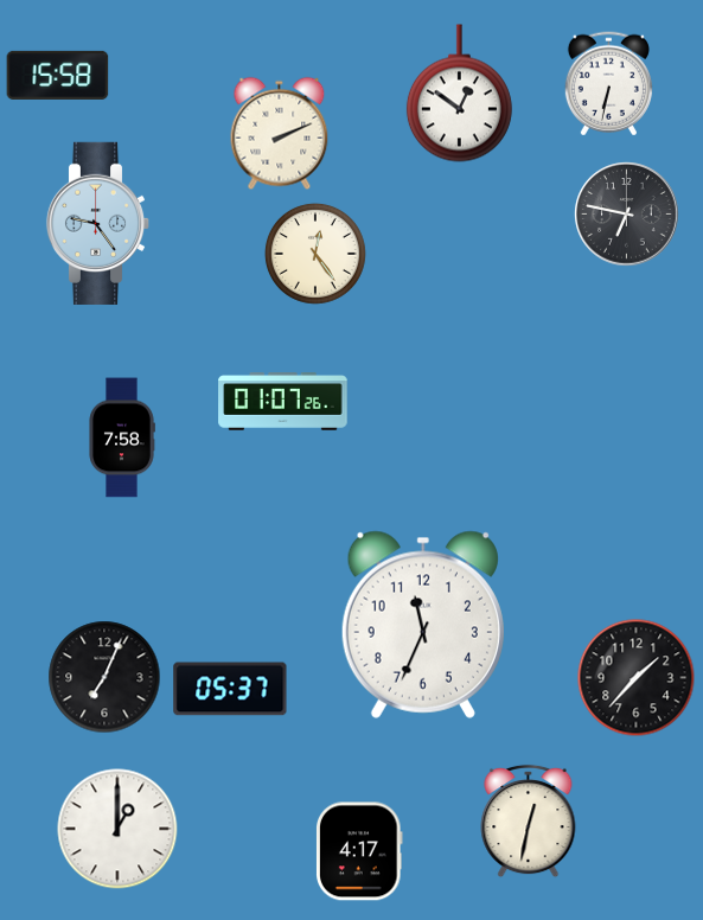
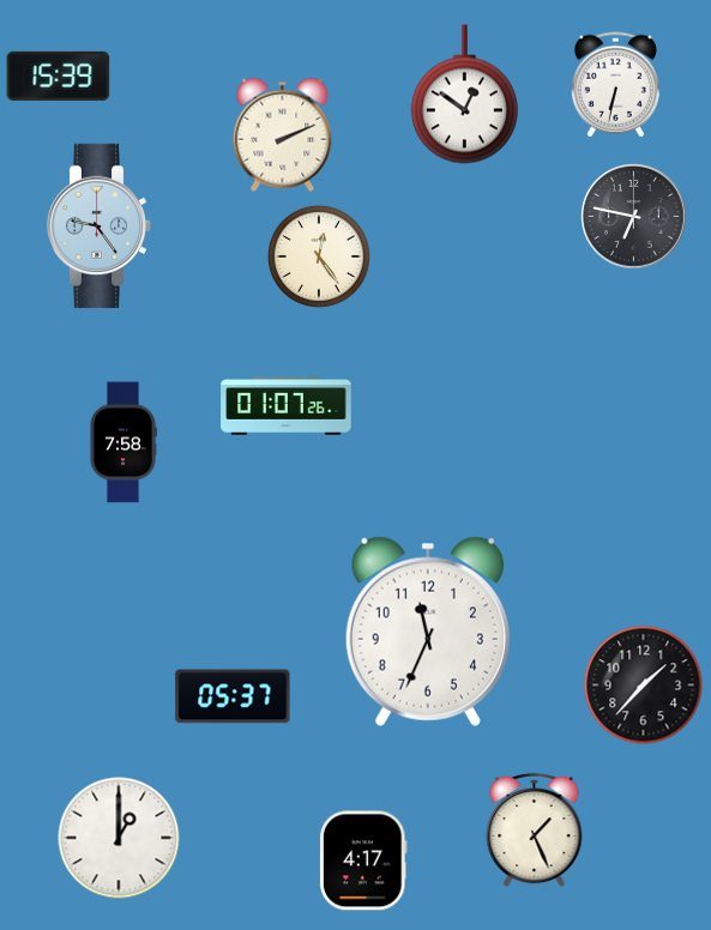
clock at (58, 75): 15:58 -> 15:39
clock at (104, 677): 7:04 -> none
clock at (529, 822): 12:32 -> 1:26
